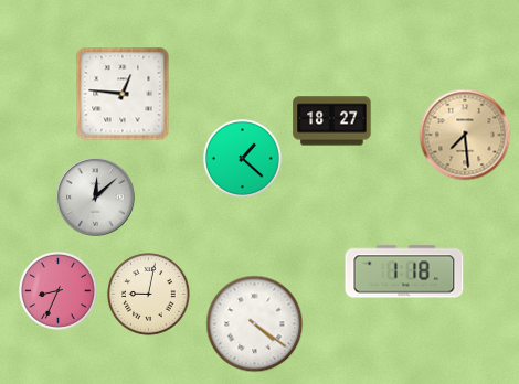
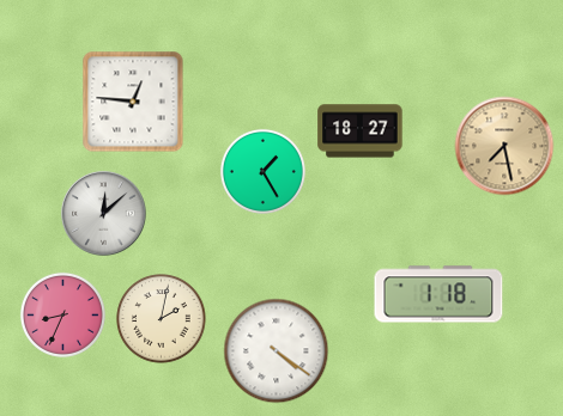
clock at (465, 135): 7:29 -> 7:28
clock at (242, 158): 1:22 -> 1:25
clock at (149, 295): 9:02 -> 2:02
